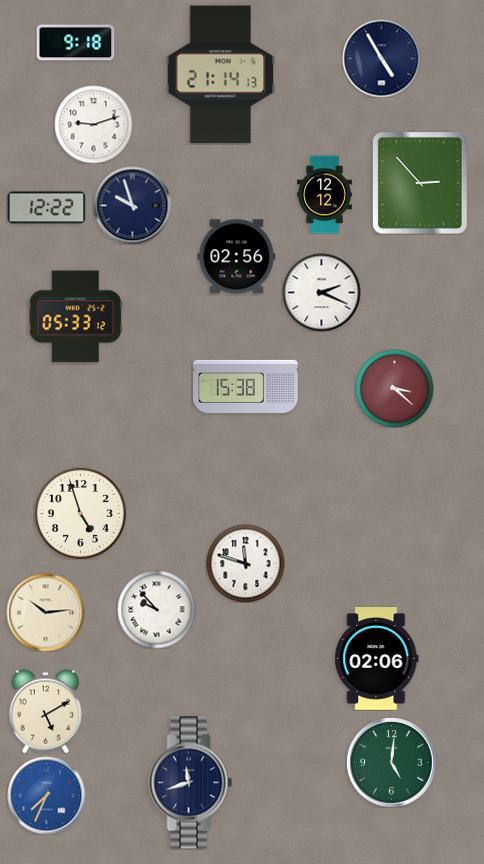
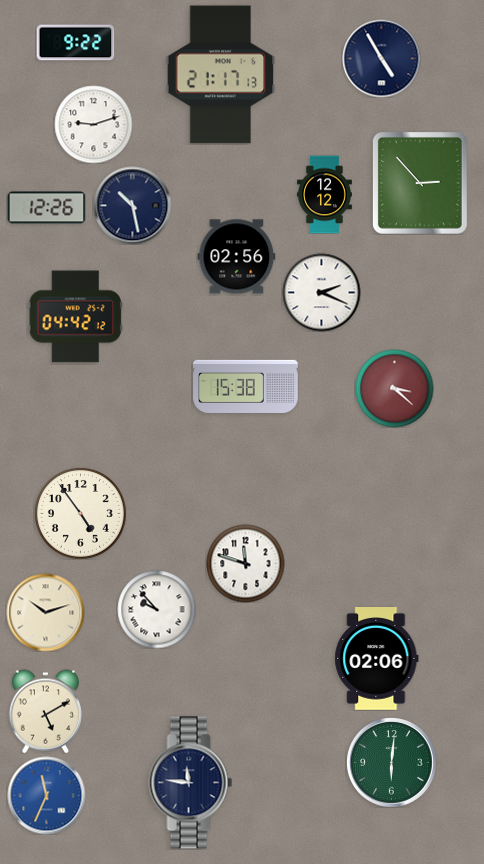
clock at (75, 43): 9:18 -> 9:22
clock at (221, 75): 21:14 -> 21:17
clock at (132, 205): 9:57 -> 10:28
clock at (46, 208): 12:22 -> 12:26
clock at (75, 317): 05:33 -> 04:42
clock at (81, 514): 4:57 -> 4:54
clock at (45, 612): 10:14 -> 10:12
clock at (392, 763): 5:01 -> 6:01
clock at (191, 783): 11:42 -> 11:46
clock at (46, 795): 7:34 -> 11:34
